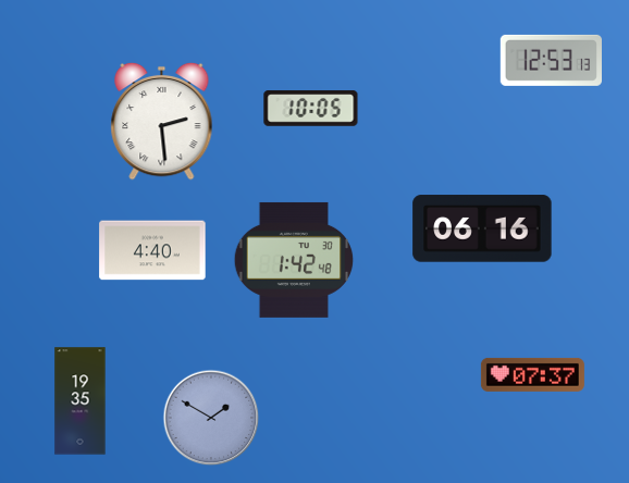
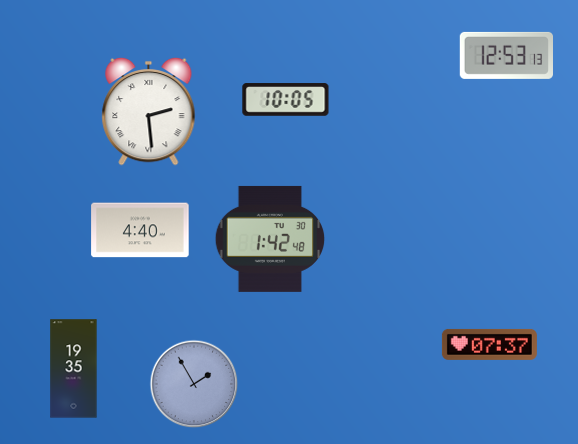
clock at (482, 228): 06:16 -> none
clock at (211, 418): 1:50 -> 1:55
